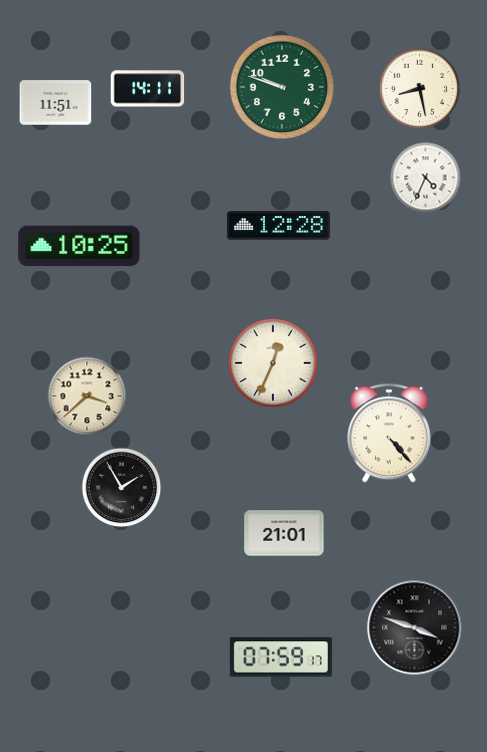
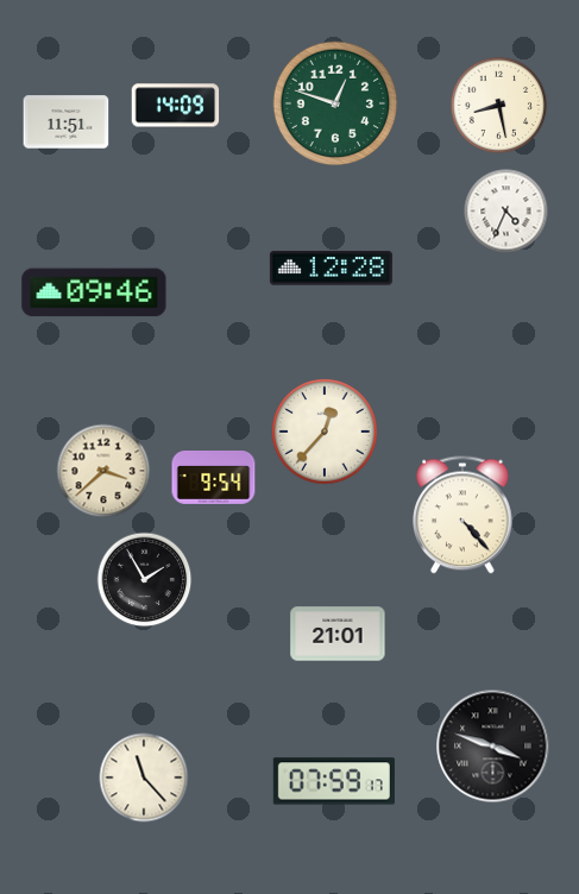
clock at (282, 87): 9:48 -> 12:48
clock at (148, 89): 14:11 -> 14:09
clock at (79, 246): 10:25 -> 09:46
clock at (273, 363): 12:34 -> 12:37
clock at (214, 478): none -> 9:54
clock at (144, 777): none -> 11:23
